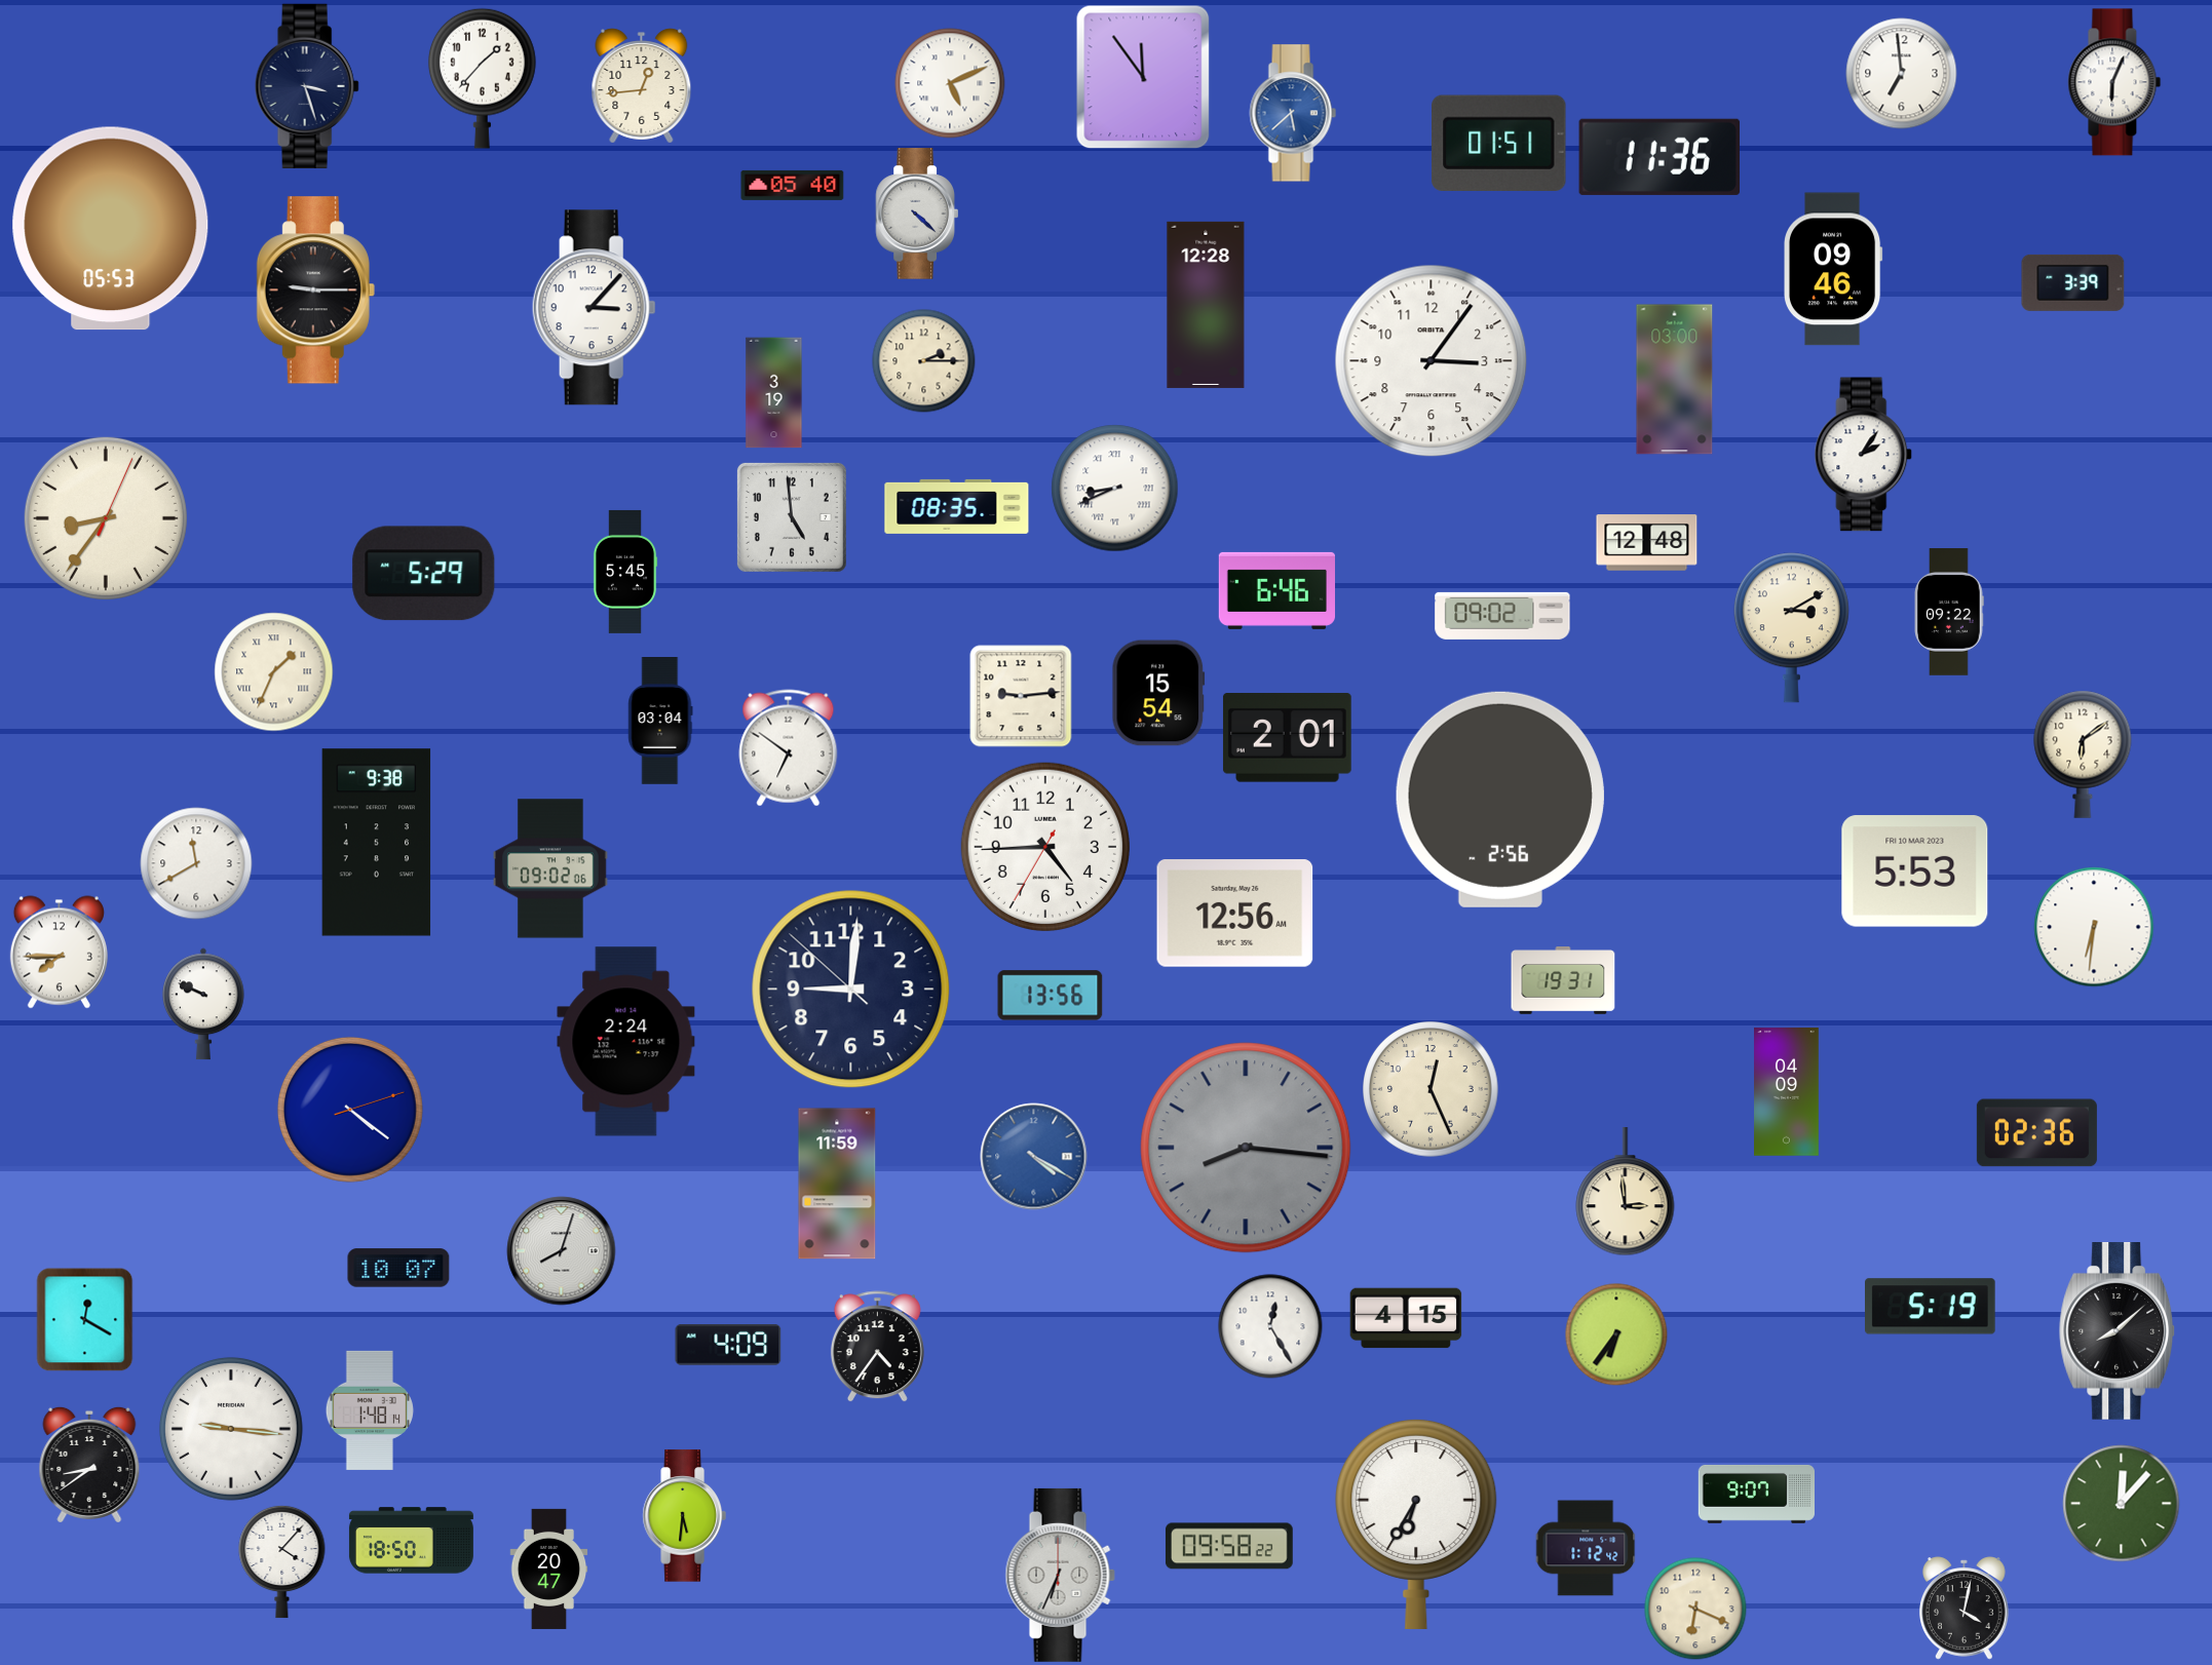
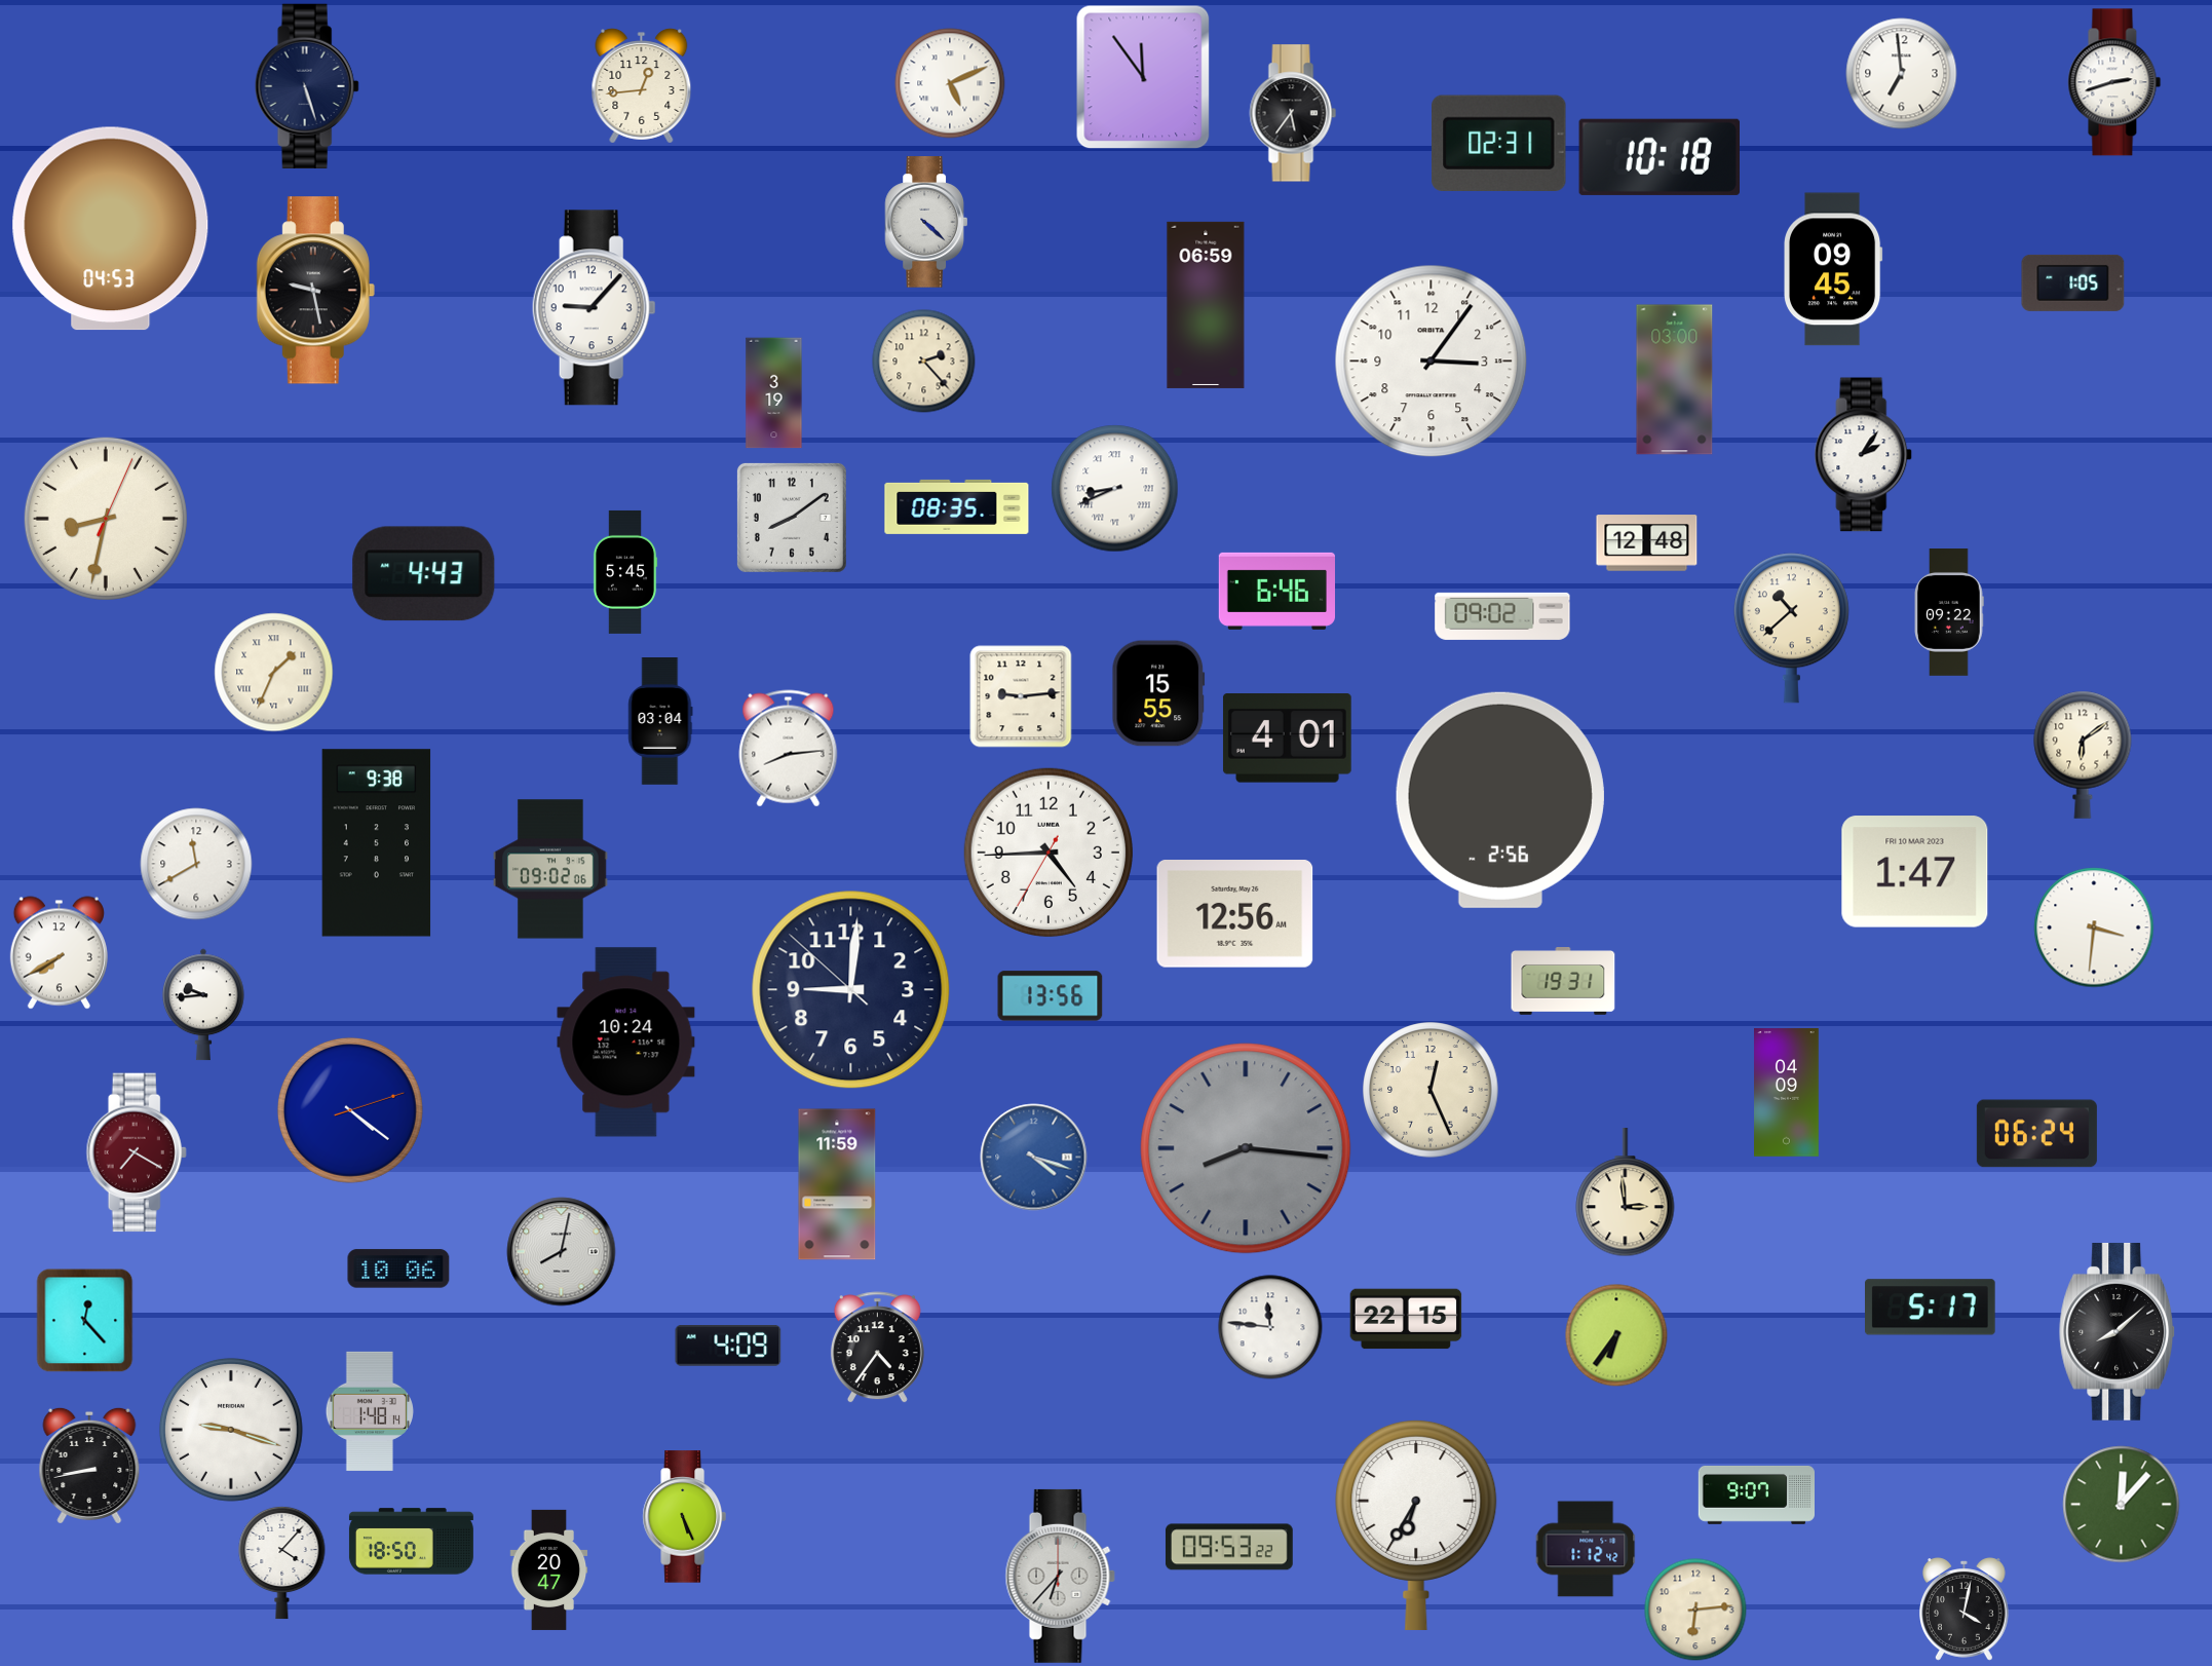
clock at (482, 78): 1:37 -> none
clock at (2114, 82): 6:04 -> 2:42
clock at (307, 86): 3:27 -> 5:27
clock at (1293, 113): 5:38 -> 5:36
clock at (1293, 113) dial: blue -> black
clock at (1499, 143): 01:51 -> 02:31
clock at (1658, 157): 11:36 -> 10:18
clock at (793, 185): 05:40 -> none
clock at (916, 214) position: (916, 214) -> (925, 222)
clock at (111, 229): 05:53 -> 04:53
clock at (1834, 269): 09:46 -> 09:45
clock at (2073, 282): 3:39 -> 1:05
clock at (315, 291): 9:15 -> 9:28
clock at (1206, 305): 12:28 -> 06:59
clock at (594, 308): 3:07 -> 9:07
clock at (924, 361): 2:15 -> 2:23
clock at (792, 517): 4:59 -> 8:09
clock at (106, 518): 8:36 -> 8:32
clock at (424, 574): 5:29 -> 4:43
clock at (1791, 628): 3:10 -> 10:38
clock at (1158, 693): 15:54 -> 15:55
clock at (1287, 738): 2:01 -> 4:01
clock at (789, 748): 6:51 -> 8:14
clock at (1045, 847) position: (1045, 847) -> (1048, 853)
clock at (1915, 872): 5:53 -> 1:47
clock at (2094, 927): 6:31 -> 3:31
clock at (59, 953): 7:45 -> 7:40
clock at (204, 1004): 9:49 -> 9:44
clock at (626, 1042): 2:24 -> 10:24
clock at (2036, 1133): 02:36 -> 06:24
clock at (137, 1152): none -> 7:20
clock at (1034, 1157): 4:20 -> 4:18
clock at (562, 1251): 8:03 -> 8:02
clock at (398, 1268): 10:07 -> 10:06
clock at (1931, 1307): 5:19 -> 5:17
clock at (1406, 1318): 4:15 -> 22:15
clock at (85, 1319): 12:20 -> 12:23
clock at (1270, 1326): 12:25 -> 11:46
clock at (231, 1429): 9:16 -> 9:18
clock at (89, 1465): 8:39 -> 8:43
clock at (684, 1516): 5:31 -> 5:26
clock at (1229, 1546): 09:58 -> 09:53
clock at (1060, 1575): 6:34 -> 6:37
clock at (1695, 1609): 6:19 -> 6:14
